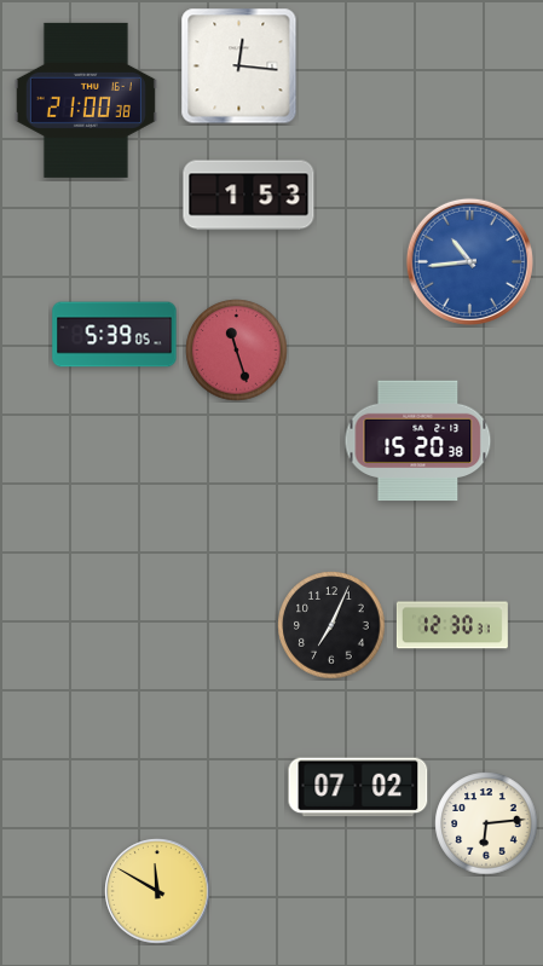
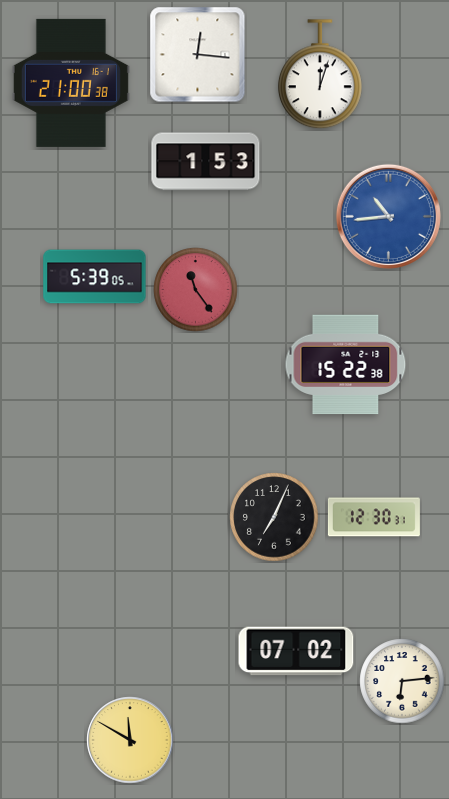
clock at (320, 75): none -> 12:03
clock at (237, 351): 11:27 -> 11:24
clock at (418, 441): 15:20 -> 15:22
clock at (157, 891) position: (157, 891) -> (130, 740)
